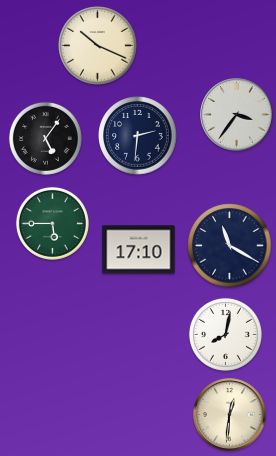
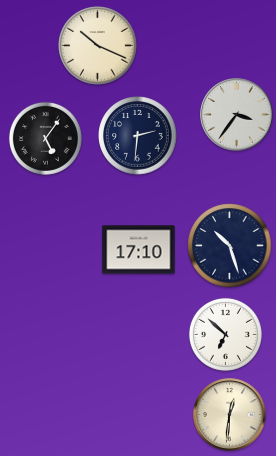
clock at (52, 223): 5:45 -> none
clock at (230, 246): 11:20 -> 10:27
clock at (225, 334): 8:02 -> 6:52
